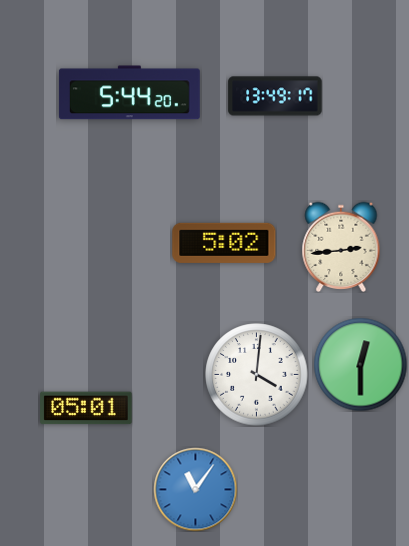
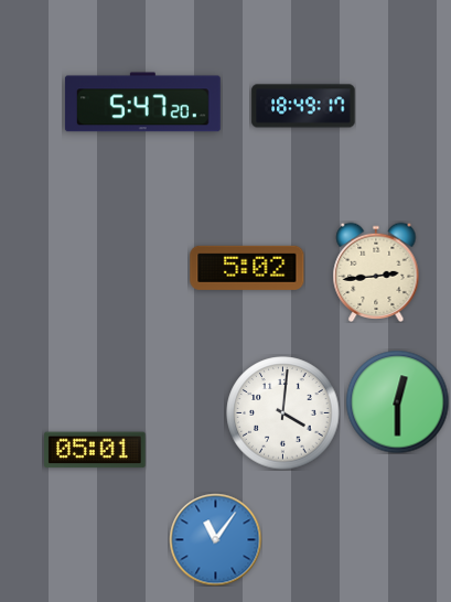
clock at (129, 93): 5:44 -> 5:47
clock at (275, 96): 13:49 -> 18:49
